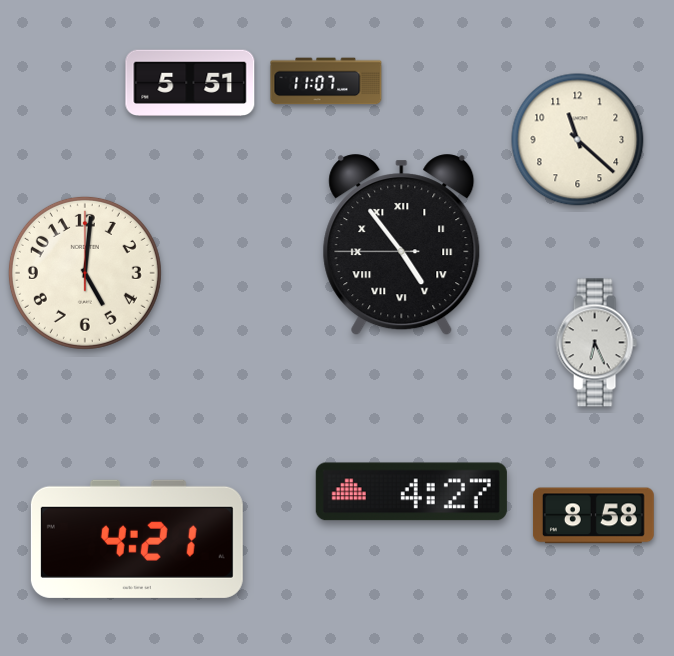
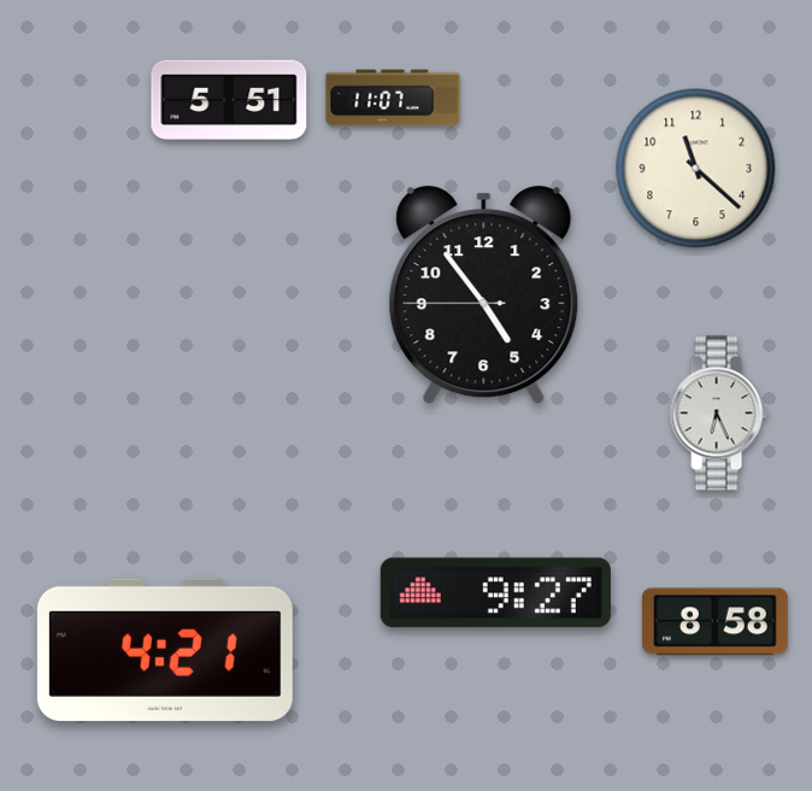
clock at (402, 245) numerals: Roman -> Arabic
clock at (85, 273): 5:01 -> none
clock at (411, 492): 4:27 -> 9:27
